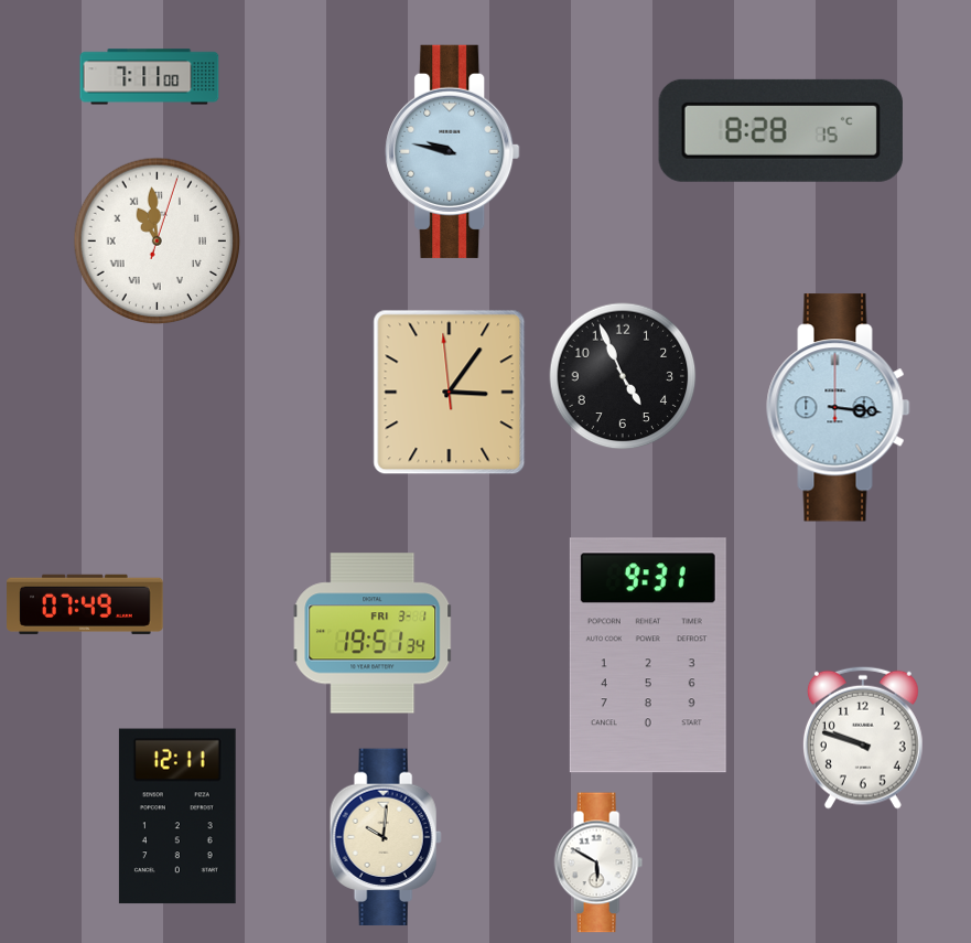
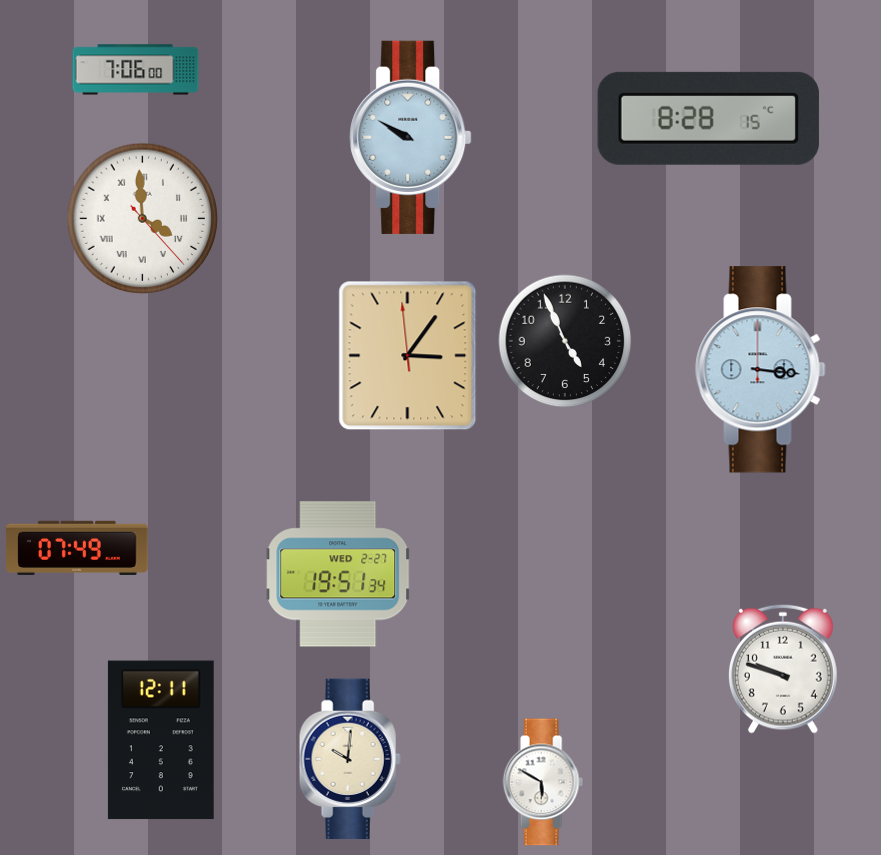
clock at (150, 77): 7:11 -> 7:06
clock at (453, 151): 9:47 -> 9:50
clock at (158, 242): 10:59 -> 3:59
clock at (373, 633) date: FRI 3-1 -> WED 2-27
clock at (648, 655): 9:31 -> none
